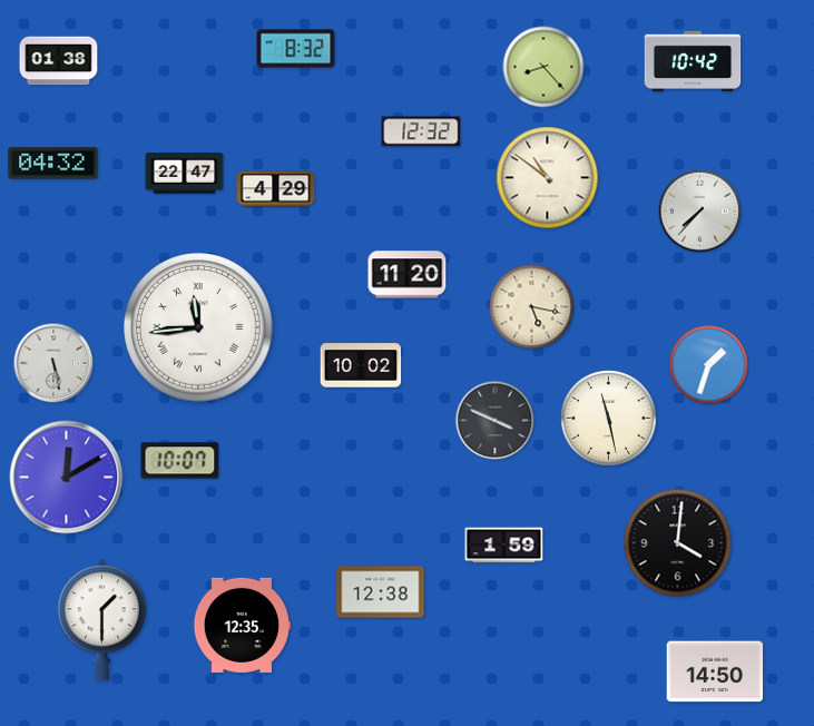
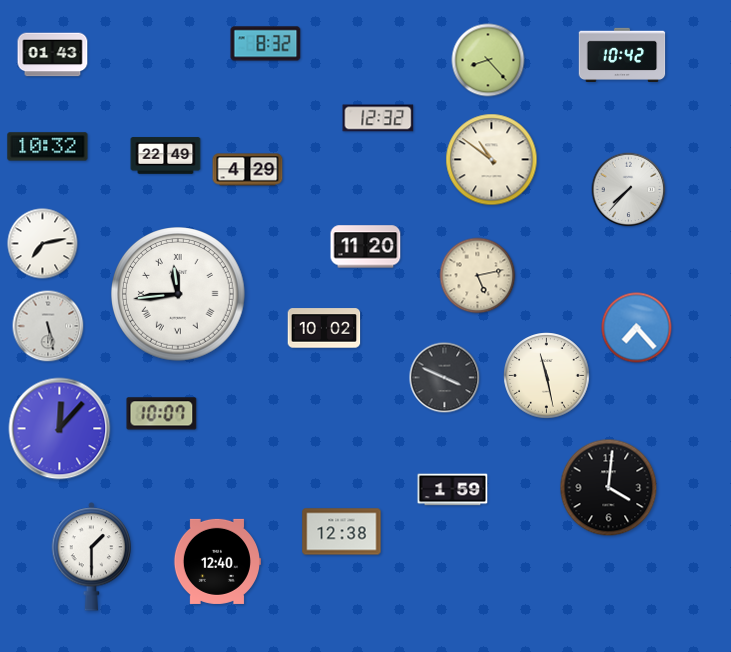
clock at (59, 61): 01:38 -> 01:43
clock at (53, 164): 04:32 -> 10:32
clock at (185, 174): 22:47 -> 22:49
clock at (43, 244): none -> 7:13
clock at (532, 307): 5:17 -> 5:13
clock at (709, 365): 1:33 -> 7:23
clock at (67, 478): 12:10 -> 12:07
clock at (241, 625): 12:35 -> 12:40
clock at (715, 671): 14:50 -> none
